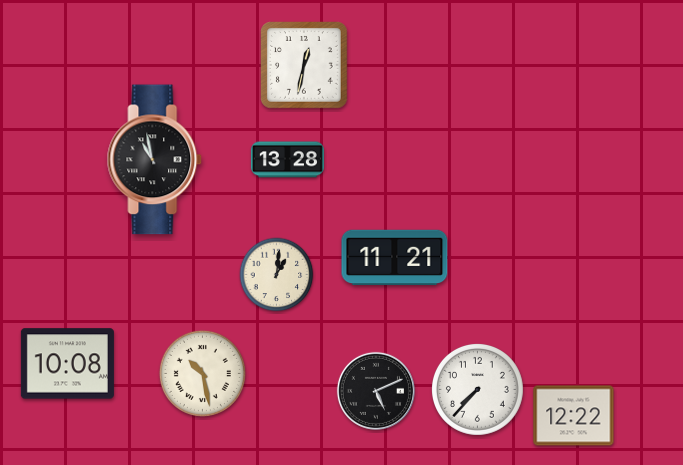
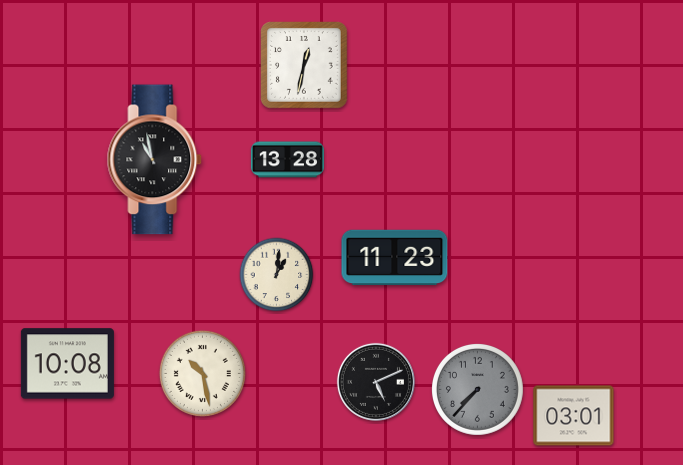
clock at (395, 258): 11:21 -> 11:23
clock at (477, 389) dial: white -> grey
clock at (376, 391) position: (376, 391) -> (376, 382)
clock at (574, 416): 12:22 -> 03:01
